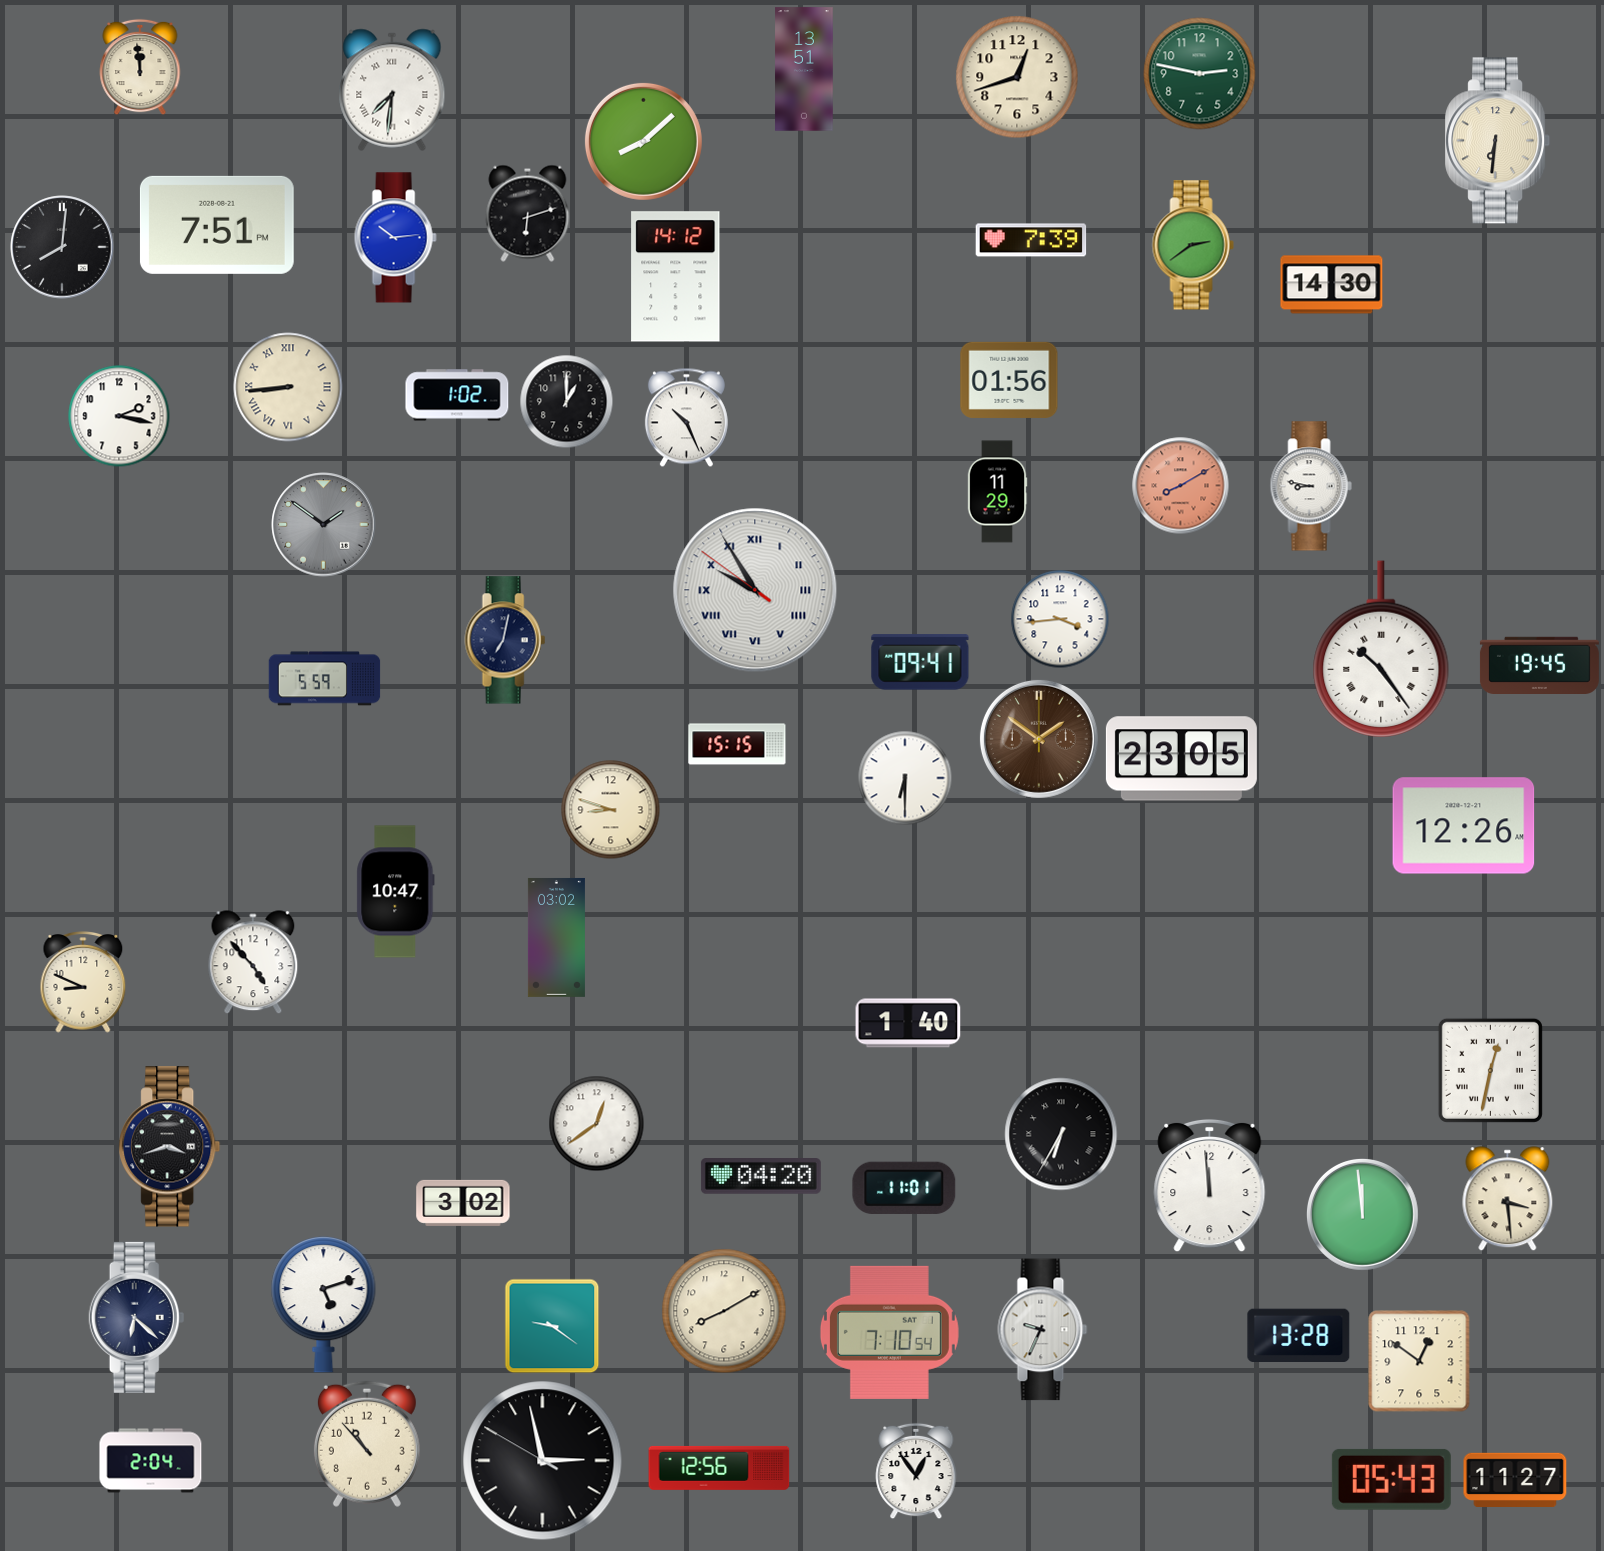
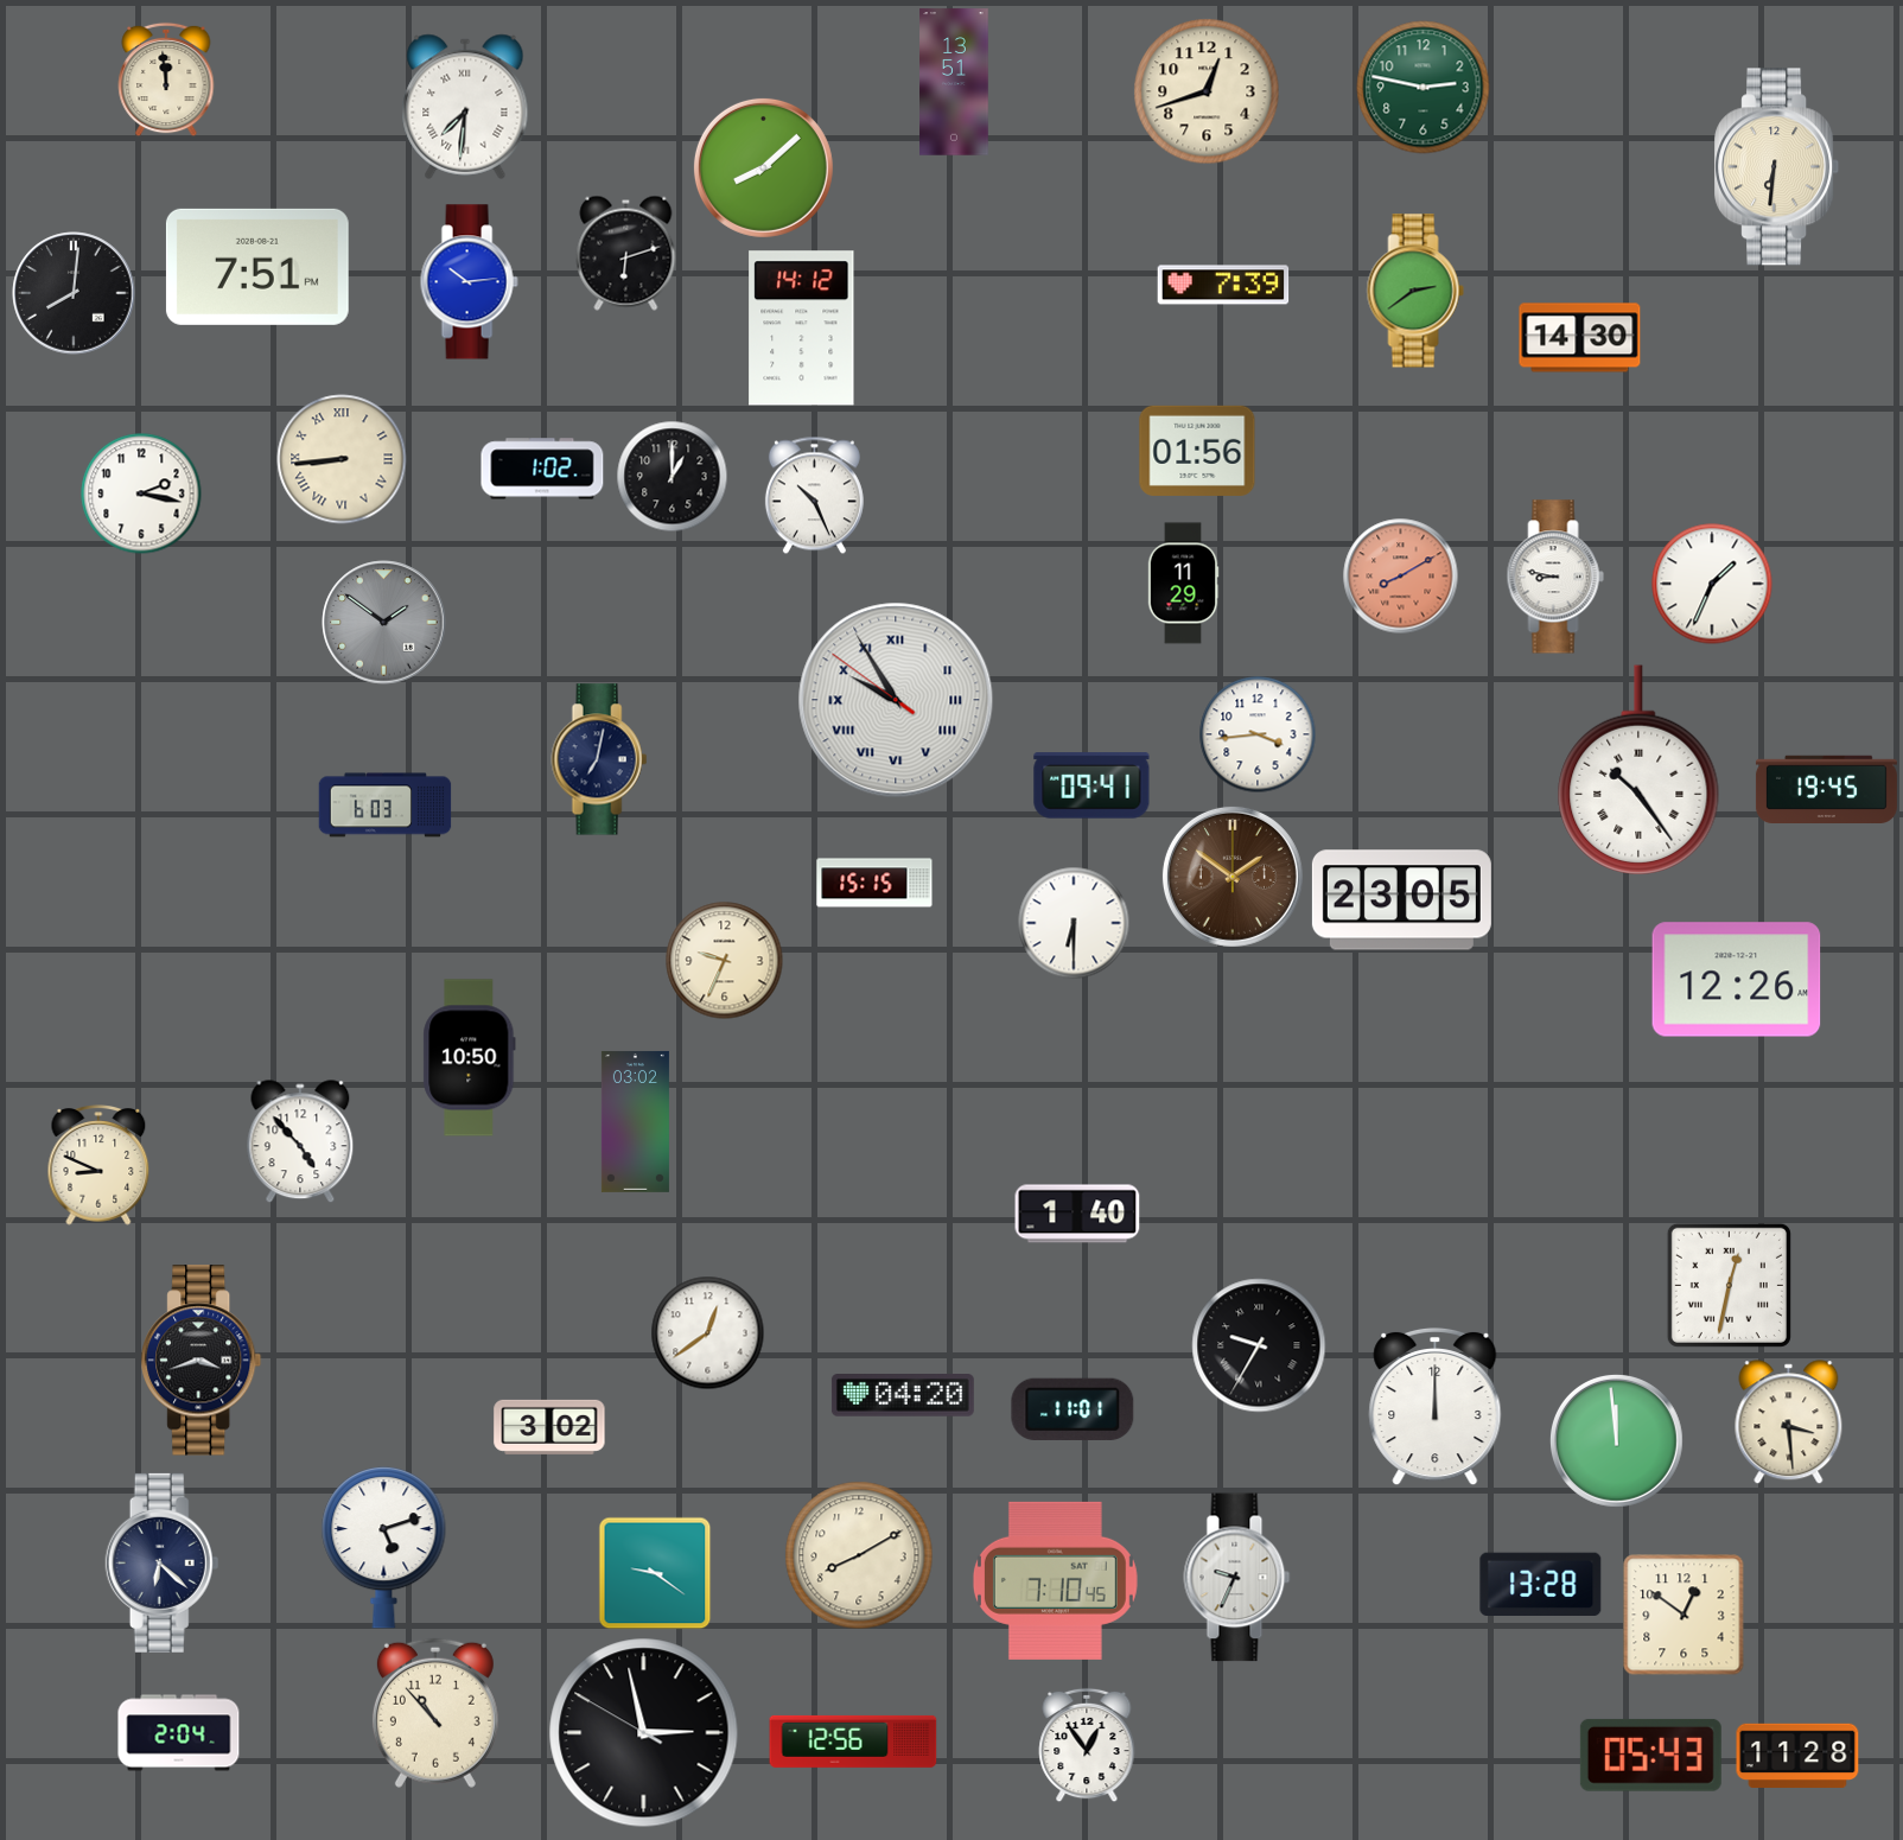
clock at (1712, 584): none -> 1:34
clock at (325, 679): 5:59 -> 6:03
clock at (611, 810): 8:48 -> 9:34
clock at (396, 892): 10:47 -> 10:50
clock at (556, 937) position: (556, 937) -> (635, 1121)
clock at (1490, 1070) position: (1490, 1070) -> (1729, 1285)
clock at (1061, 1134): 6:35 -> 9:35
clock at (1210, 1186): 11:59 -> 12:00
clock at (889, 1332): 7:10:54 -> 7:10:45
clock at (1515, 1480): 11:27 -> 11:28
